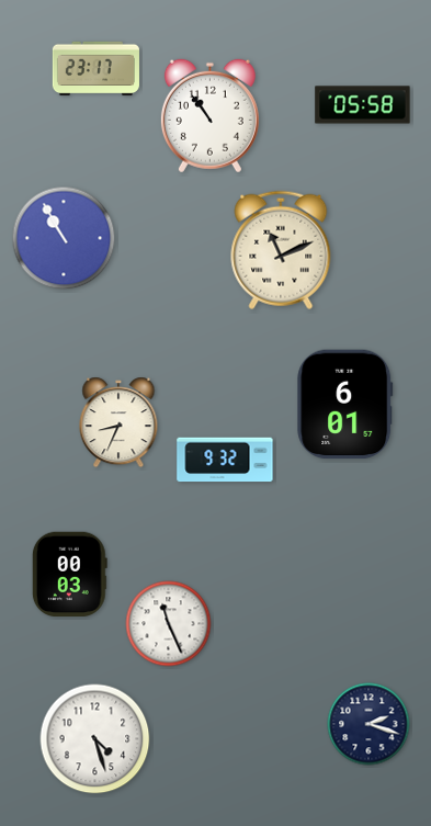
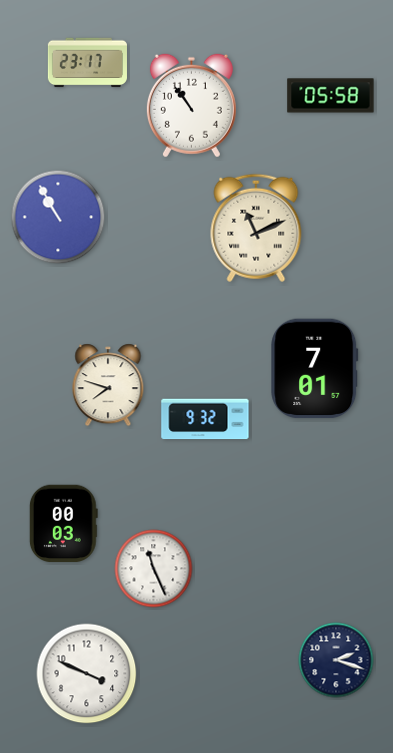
clock at (345, 405): 6:01 -> 7:01
clock at (118, 422): 8:34 -> 7:48
clock at (95, 739): 4:27 -> 3:49
